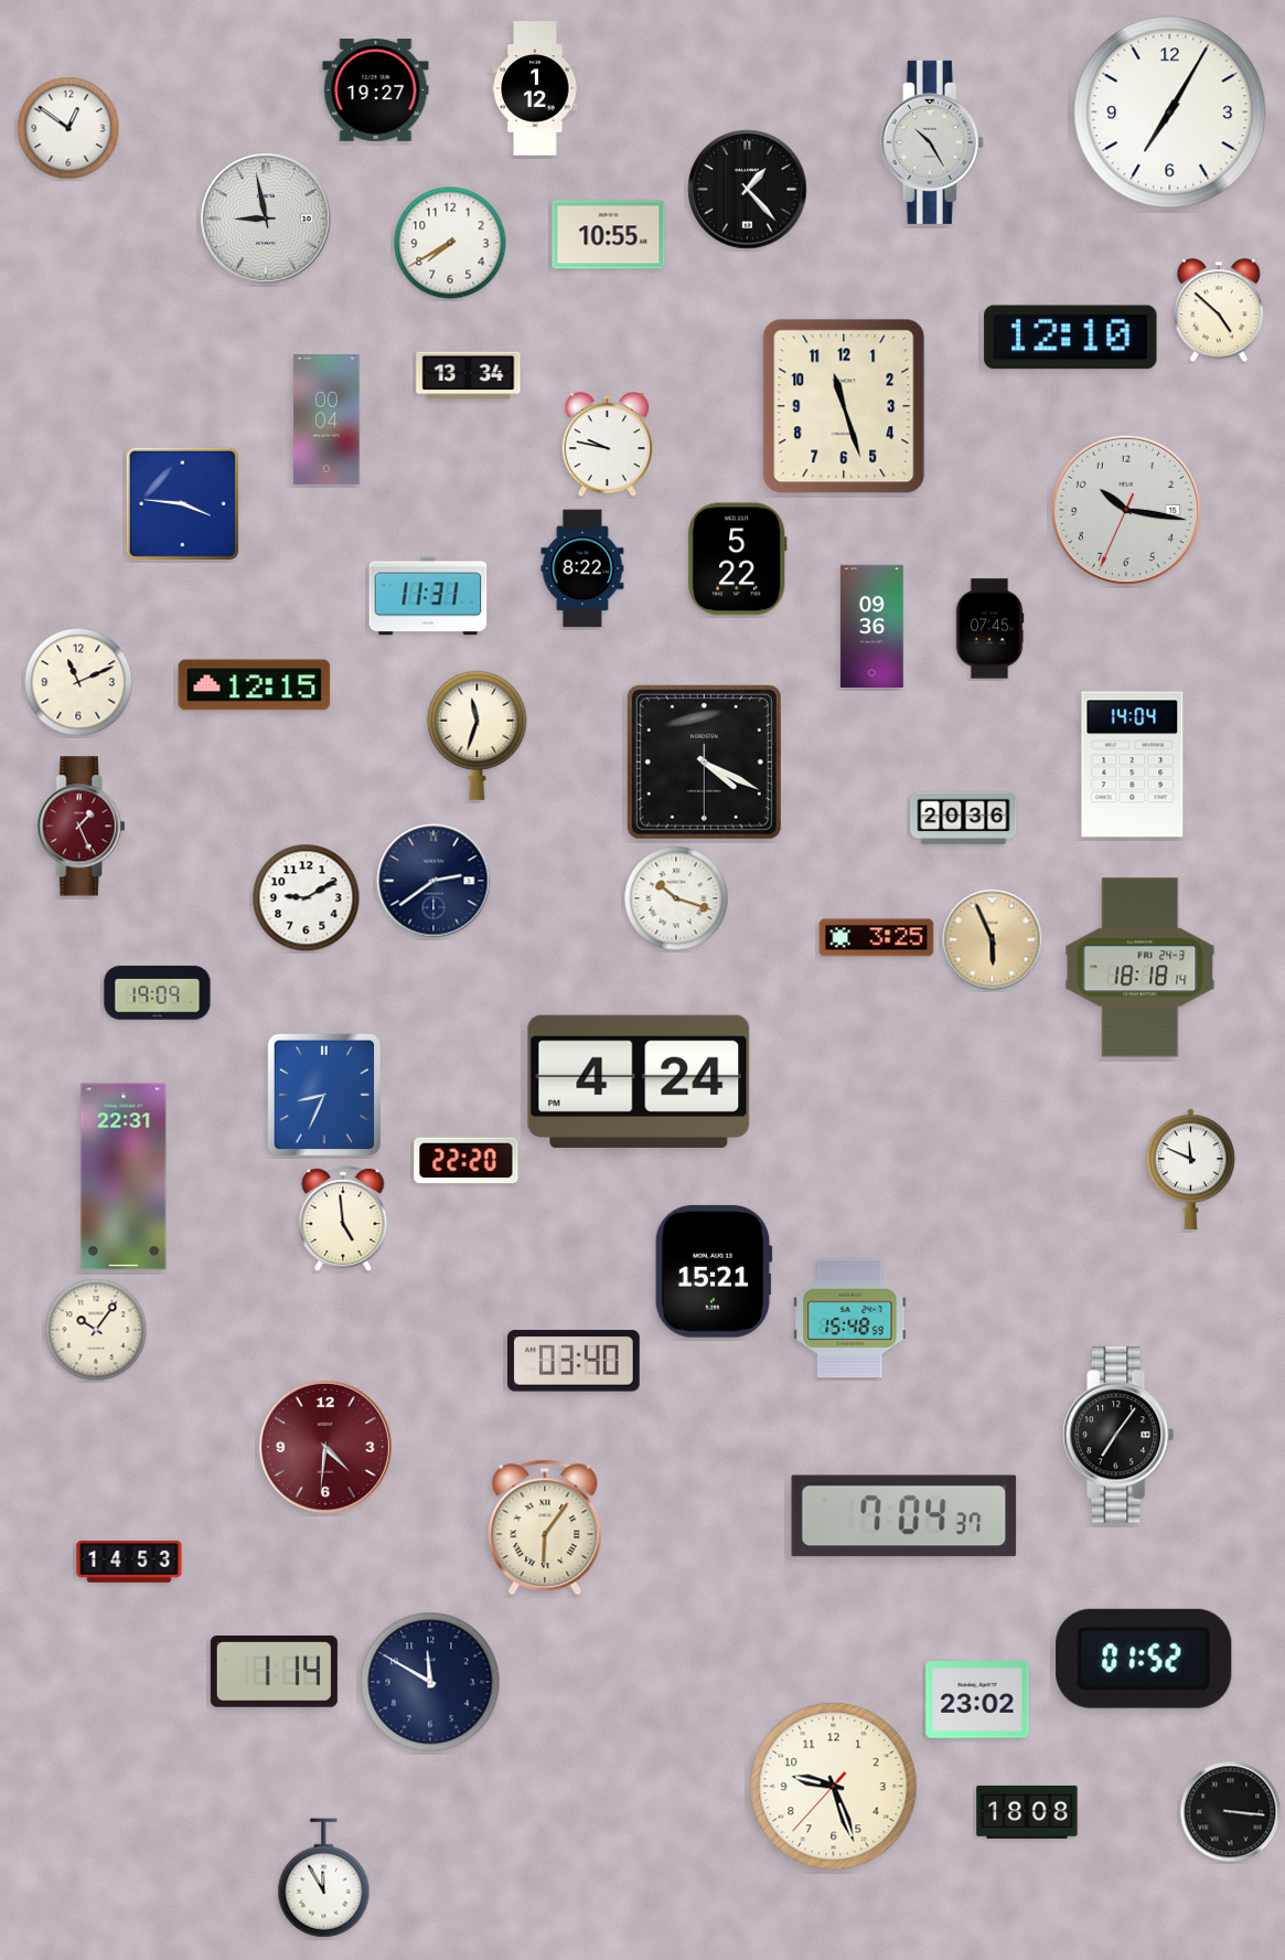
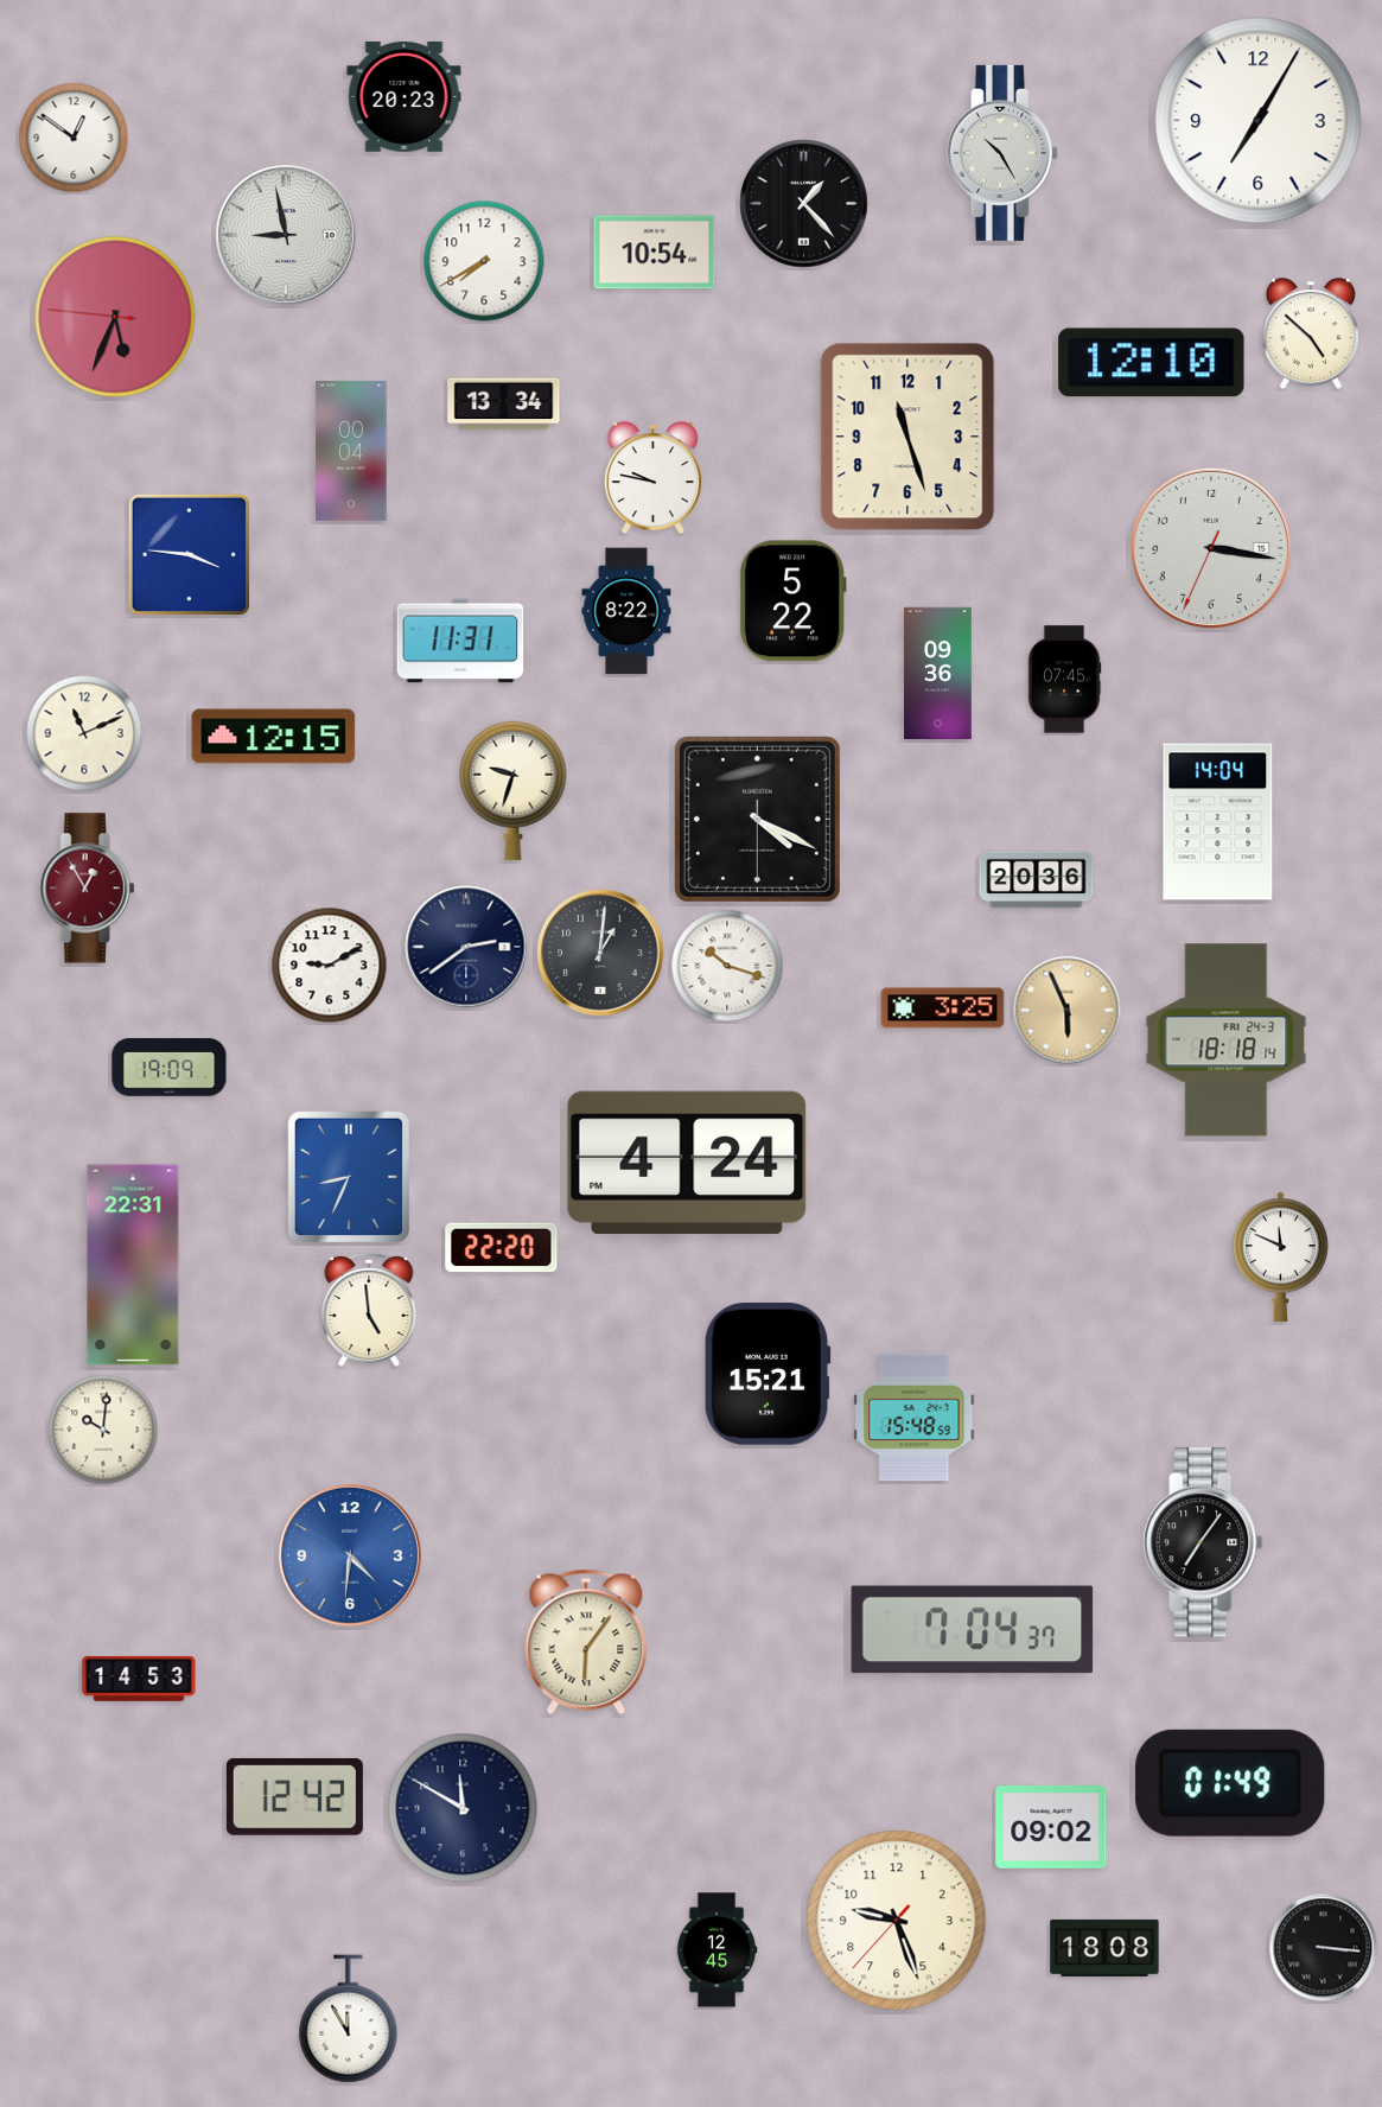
clock at (535, 88): 1:12 -> none
clock at (376, 90): 19:27 -> 20:23
clock at (609, 235): 10:55 -> 10:54
clock at (115, 317): none -> 5:33
clock at (182, 503) position: (182, 503) -> (189, 554)
clock at (1126, 510): 10:16 -> 3:16
clock at (989, 629) position: (989, 629) -> (1064, 680)
clock at (478, 735): 11:33 -> 9:33
clock at (82, 827): 1:26 -> 12:55
clock at (600, 953): none -> 1:01
clock at (714, 1271) position: (714, 1271) -> (768, 1374)
clock at (96, 1330): 10:06 -> 10:01
clock at (575, 1361): 03:40 -> none
clock at (325, 1447) dial: burgundy -> blue
clock at (1144, 1659): 01:52 -> 01:49
clock at (274, 1672): 1:14 -> 12:42
clock at (977, 1700): 23:02 -> 09:02
clock at (717, 1950): none -> 12:45
